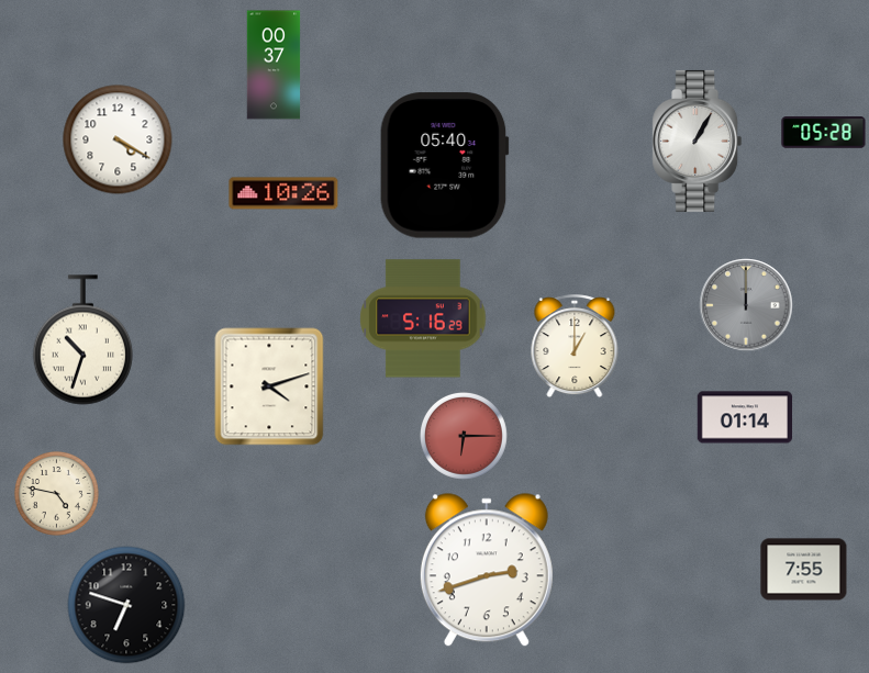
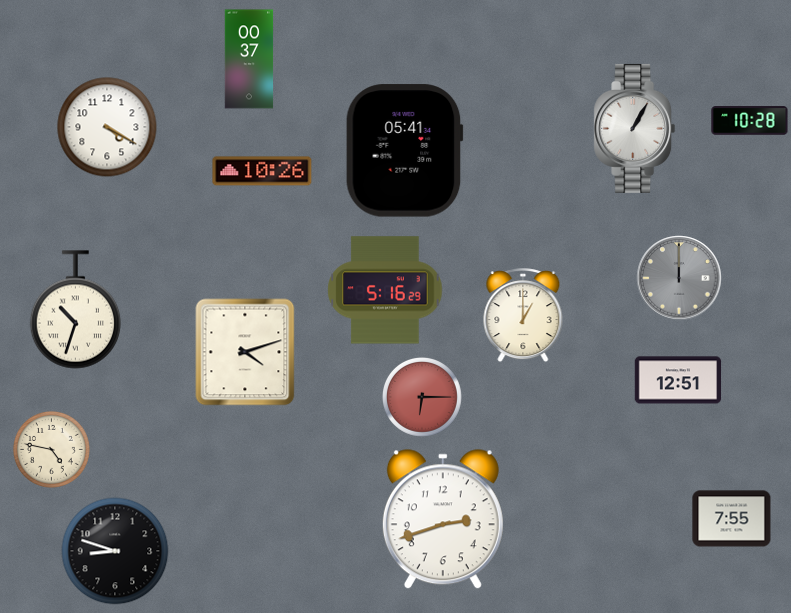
clock at (824, 133): 05:28 -> 10:28
clock at (444, 166): 05:40 -> 05:41
clock at (283, 193) position: (283, 193) -> (262, 171)
clock at (745, 417): 01:14 -> 12:51
clock at (126, 605): 6:48 -> 8:48
